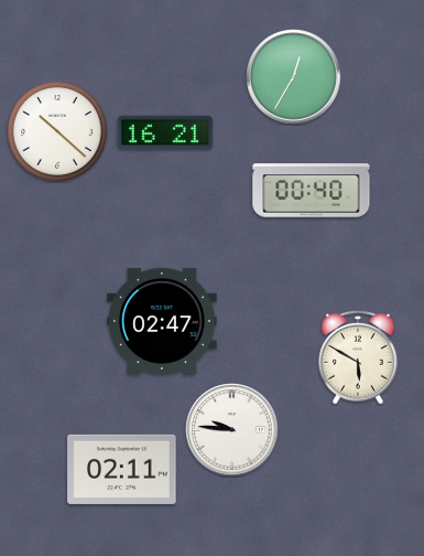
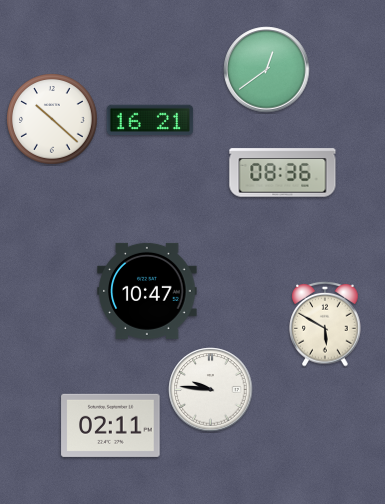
clock at (294, 77): 12:35 -> 12:39
clock at (312, 191): 00:40 -> 08:36
clock at (162, 321): 02:47 -> 10:47
